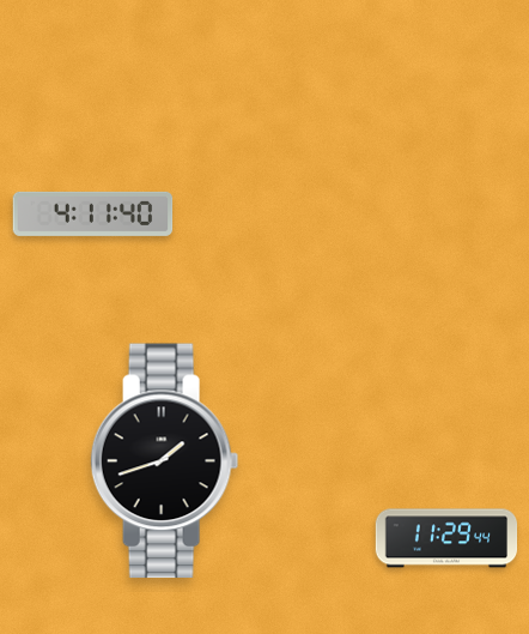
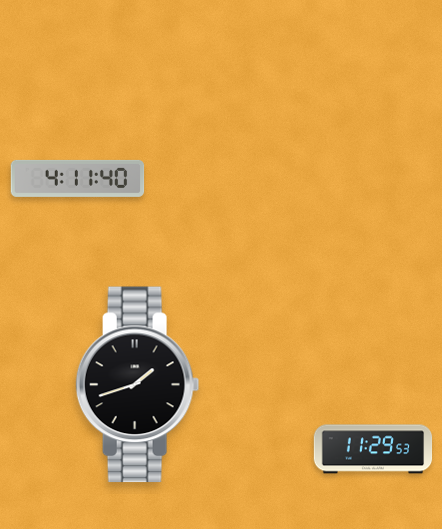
clock at (446, 538): 11:29:44 -> 11:29:53
